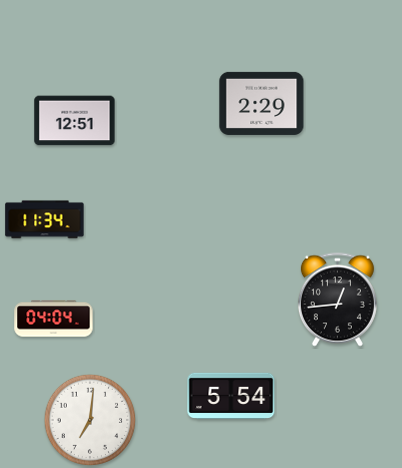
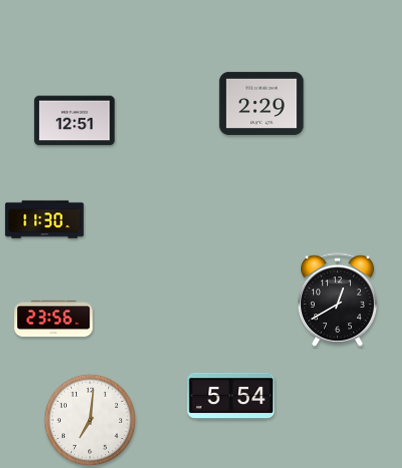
clock at (45, 220): 11:34 -> 11:30
clock at (337, 300): 12:44 -> 12:40
clock at (54, 319): 04:04 -> 23:56
